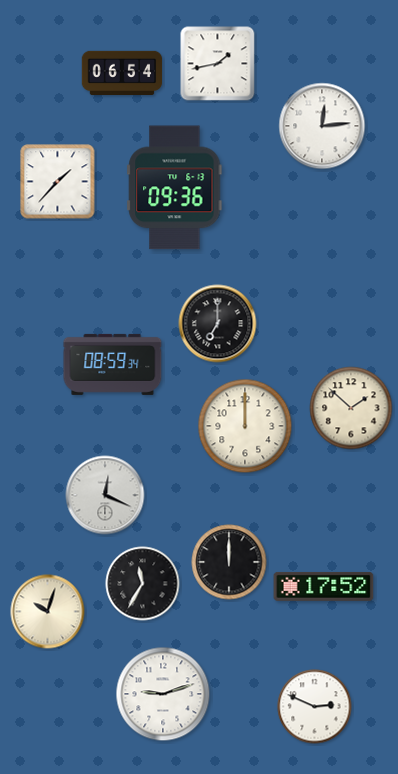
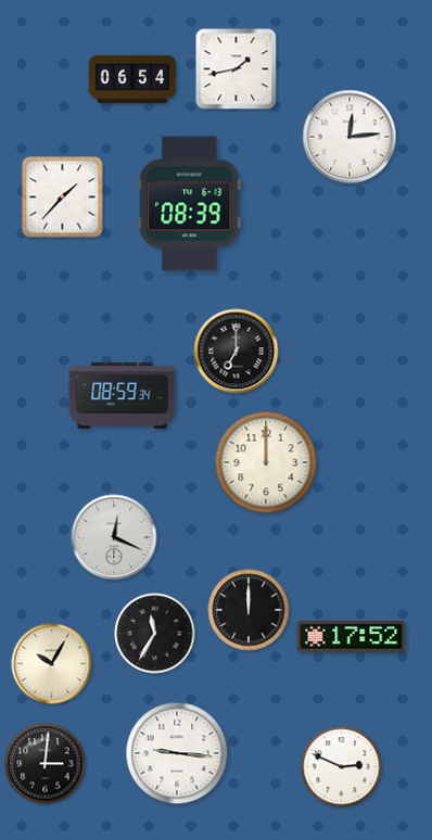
clock at (175, 188): 09:36 -> 08:39
clock at (351, 408): 1:52 -> none
clock at (48, 612): 10:03 -> 10:05
clock at (163, 694): 9:12 -> 9:16
clock at (46, 764): none -> 3:01
